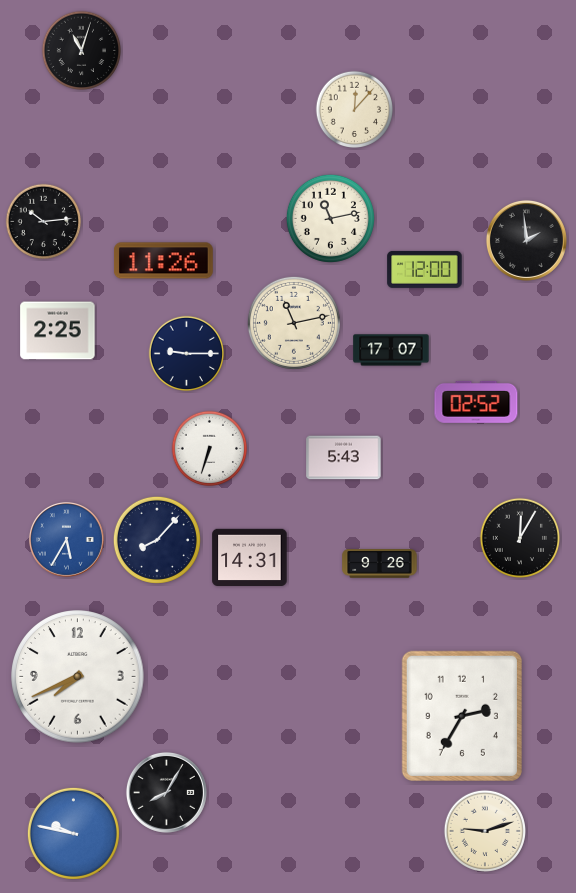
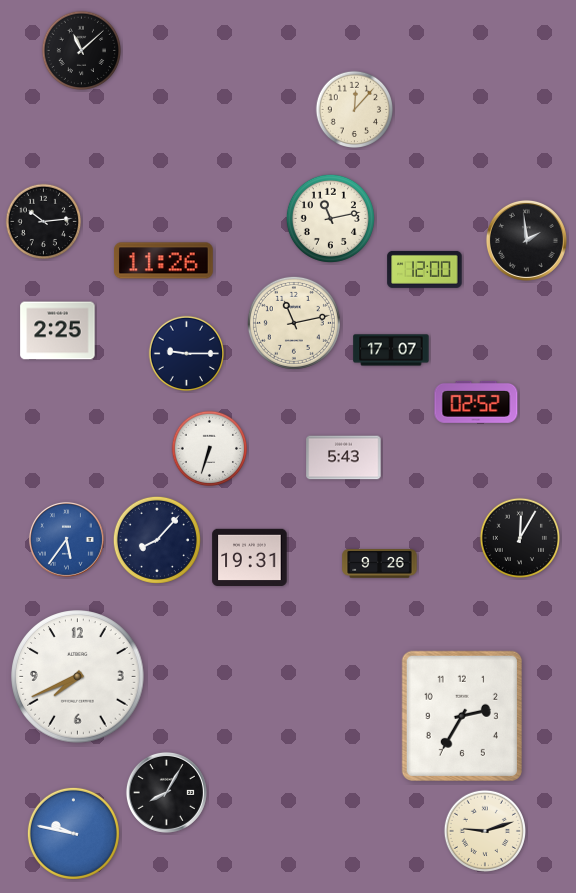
clock at (81, 50): 11:03 -> 11:08
clock at (66, 539): 5:35 -> 5:36
clock at (250, 557): 14:31 -> 19:31
